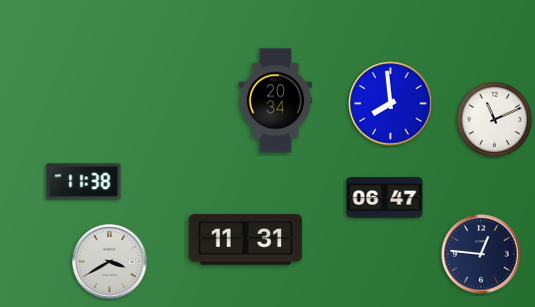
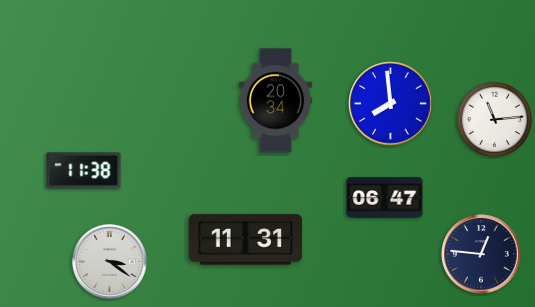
clock at (494, 119): 11:11 -> 11:14
clock at (84, 182) position: (84, 182) -> (84, 171)
clock at (110, 262): 3:40 -> 3:21
